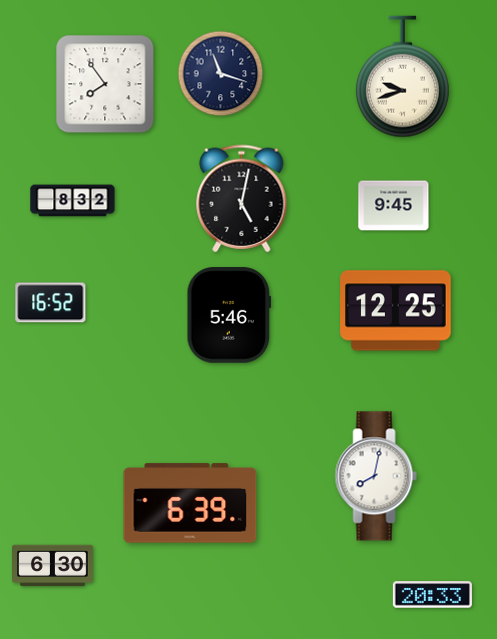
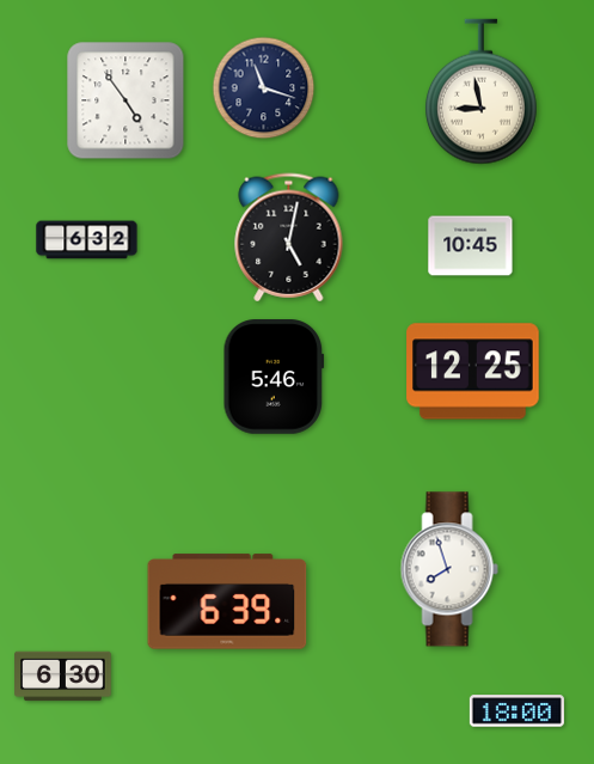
clock at (402, 77): 9:42 -> 8:58
clock at (105, 84): 7:54 -> 4:54
clock at (73, 201): 8:32 -> 6:32
clock at (394, 206): 9:45 -> 10:45
clock at (51, 303): 16:52 -> none
clock at (376, 476): 8:02 -> 7:57
clock at (432, 595): 20:33 -> 18:00
